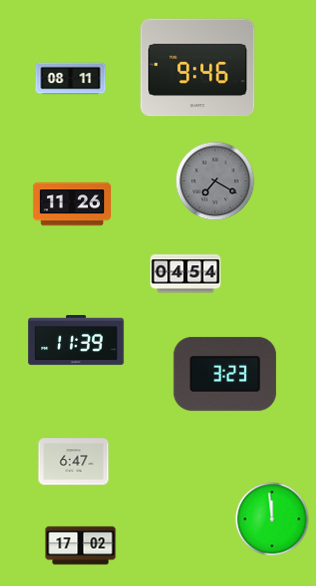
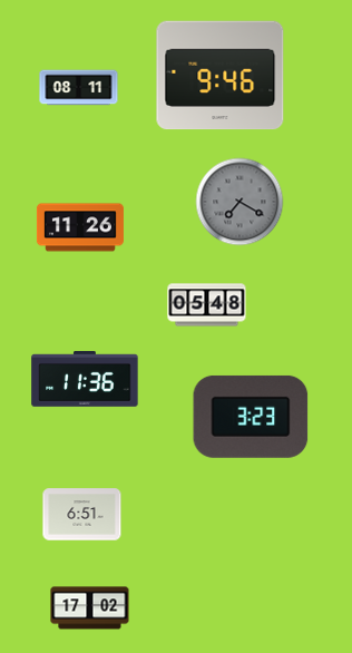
clock at (186, 274): 04:54 -> 05:48
clock at (76, 341): 11:39 -> 11:36
clock at (74, 462): 6:47 -> 6:51
clock at (272, 519): 11:59 -> none
